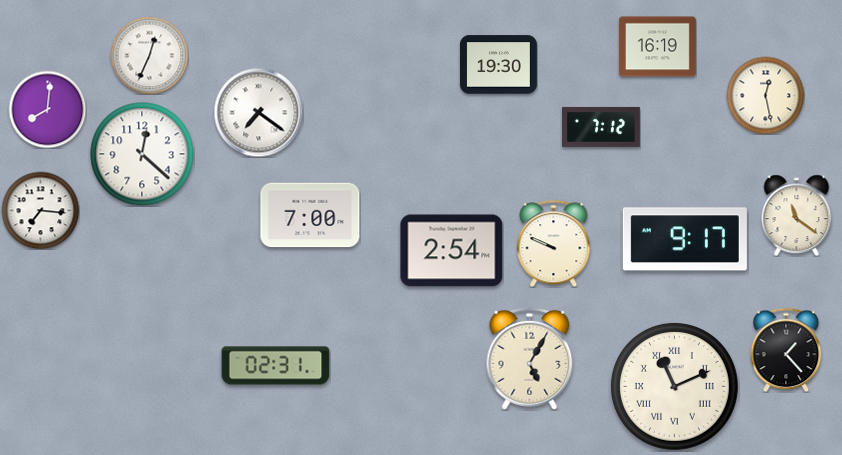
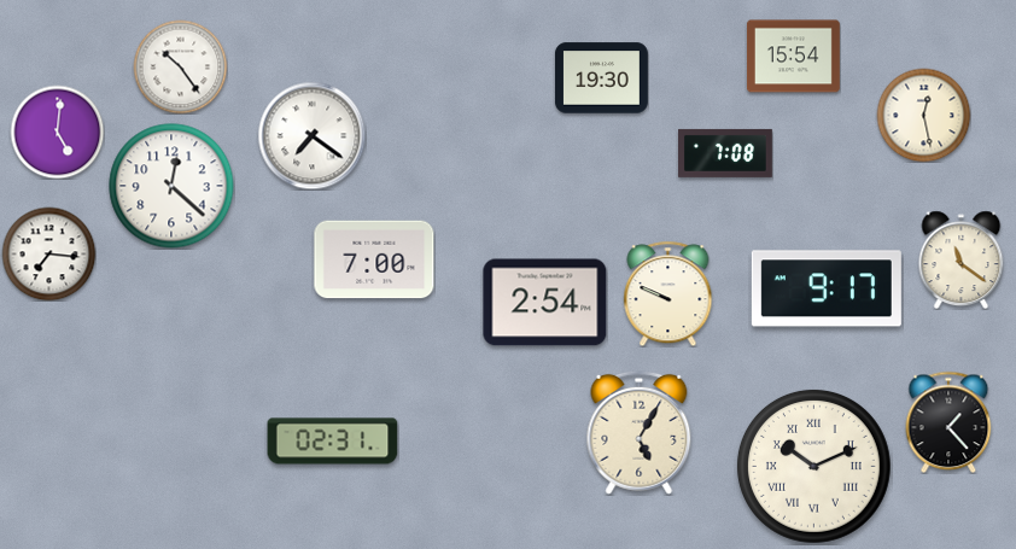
clock at (657, 47): 16:19 -> 15:54
clock at (149, 55): 12:34 -> 10:24
clock at (47, 109): 8:01 -> 5:01
clock at (602, 127): 7:12 -> 7:08
clock at (674, 386): 11:11 -> 10:11
